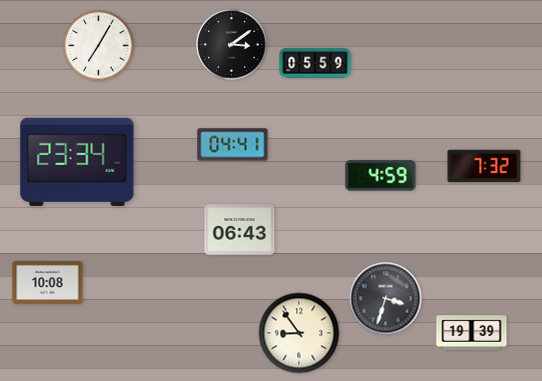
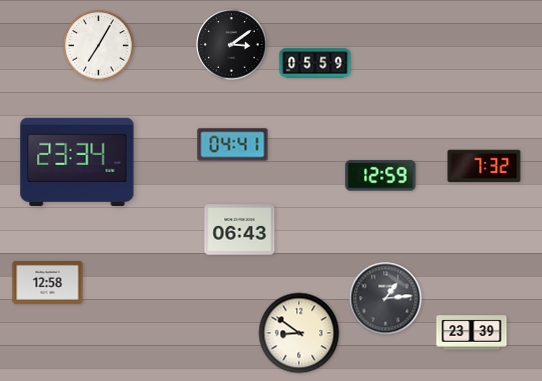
clock at (381, 176): 4:59 -> 12:59
clock at (48, 282): 10:08 -> 12:58
clock at (386, 299): 3:33 -> 1:14
clock at (299, 333): 8:54 -> 8:51
clock at (472, 333): 19:39 -> 23:39
